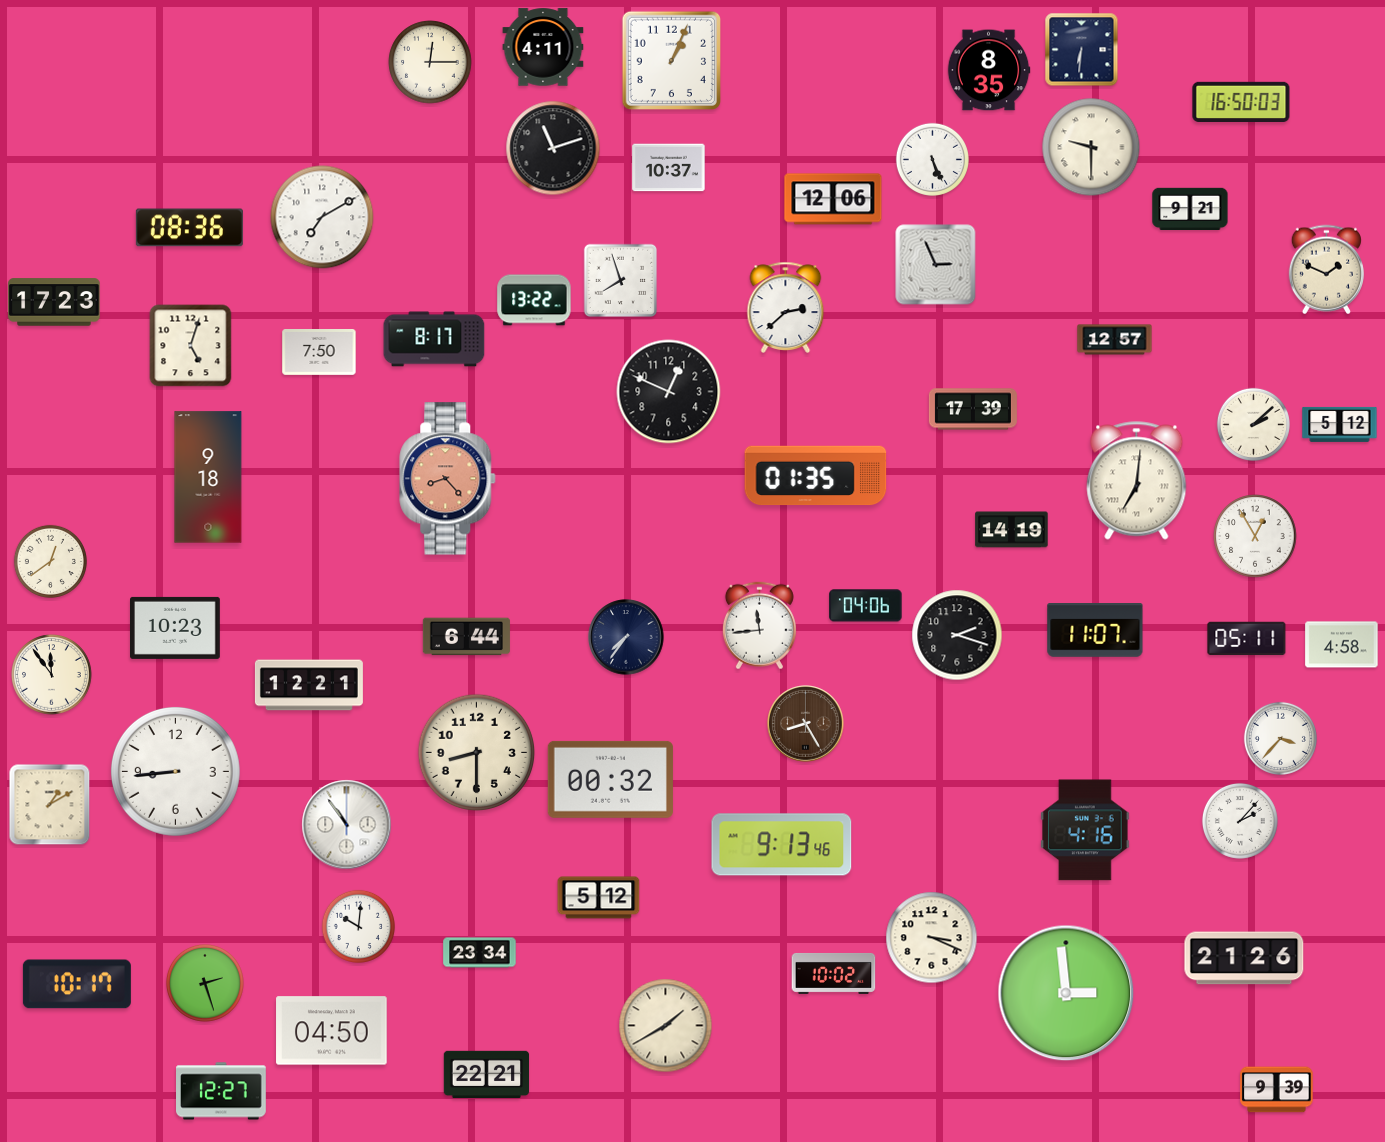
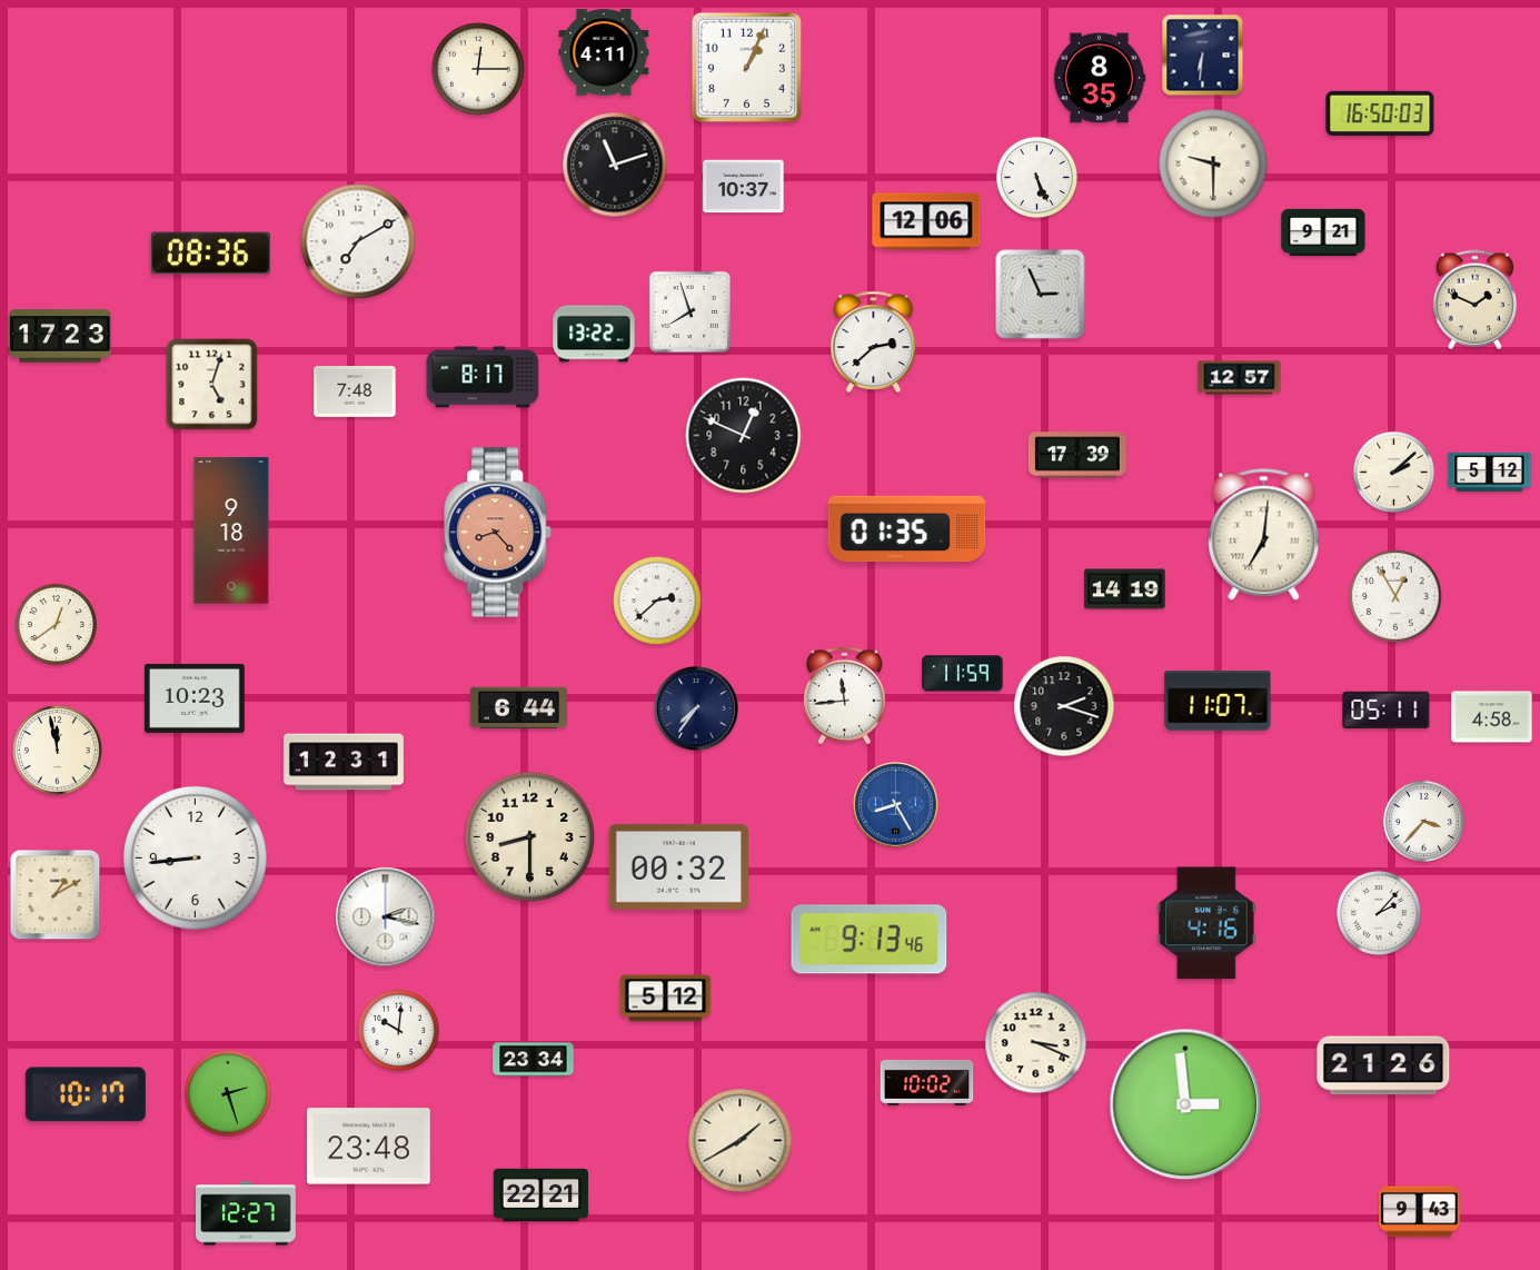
clock at (319, 353): 7:50 -> 7:48
clock at (973, 409) position: (973, 409) -> (1077, 455)
clock at (658, 602): none -> 2:38
clock at (866, 606): 04:06 -> 11:59
clock at (52, 675): 11:54 -> 11:58
clock at (309, 685): 12:21 -> 12:31
clock at (806, 724) dial: brown -> blue
clock at (347, 825): 10:54 -> 2:17
clock at (332, 1031): 04:50 -> 23:48
clock at (1277, 1090): 9:39 -> 9:43
